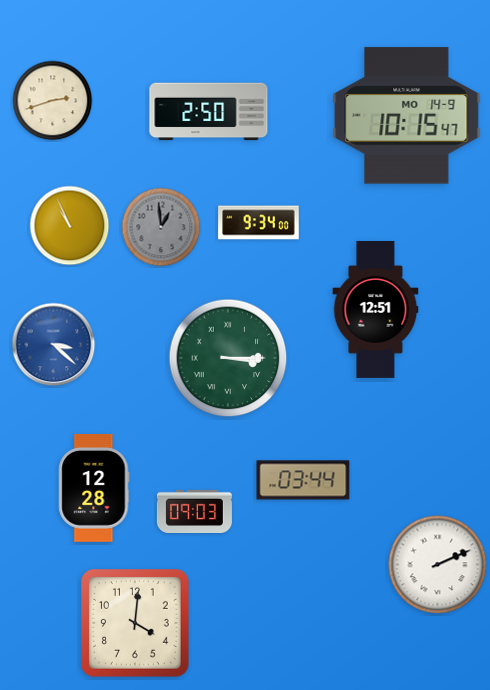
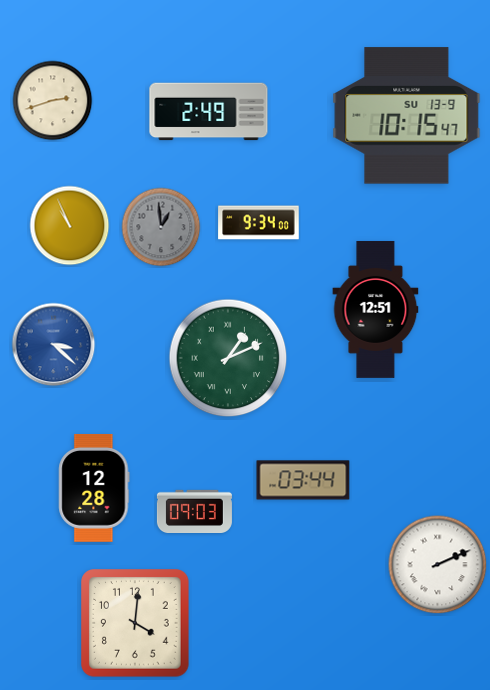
clock at (209, 112): 2:50 -> 2:49
clock at (407, 116) date: MO 14-9 -> SU 13-9
clock at (228, 358): 3:15 -> 1:11
